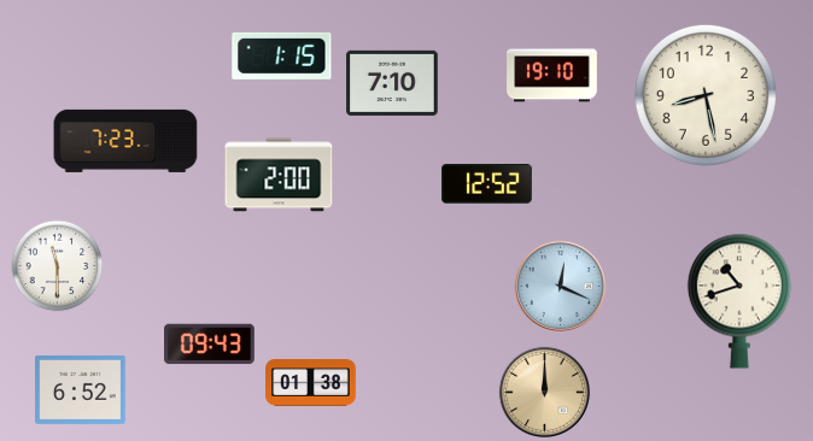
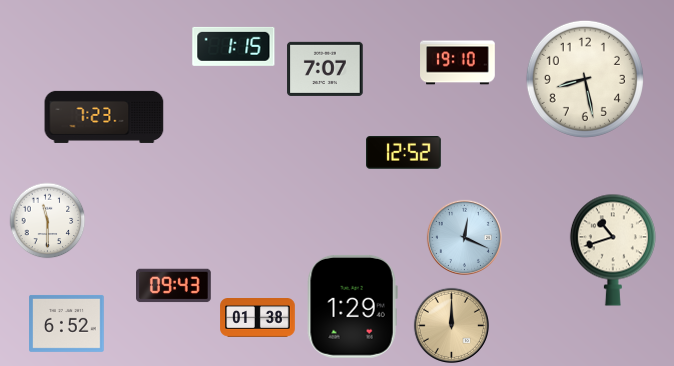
clock at (392, 83): 7:10 -> 7:07
clock at (279, 175): 2:00 -> none
clock at (352, 306): none -> 1:29
